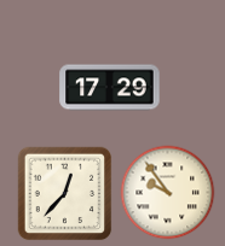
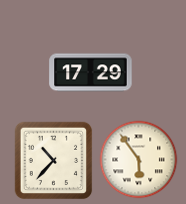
clock at (167, 192): 9:54 -> 5:54
clock at (64, 193): 12:37 -> 10:37
